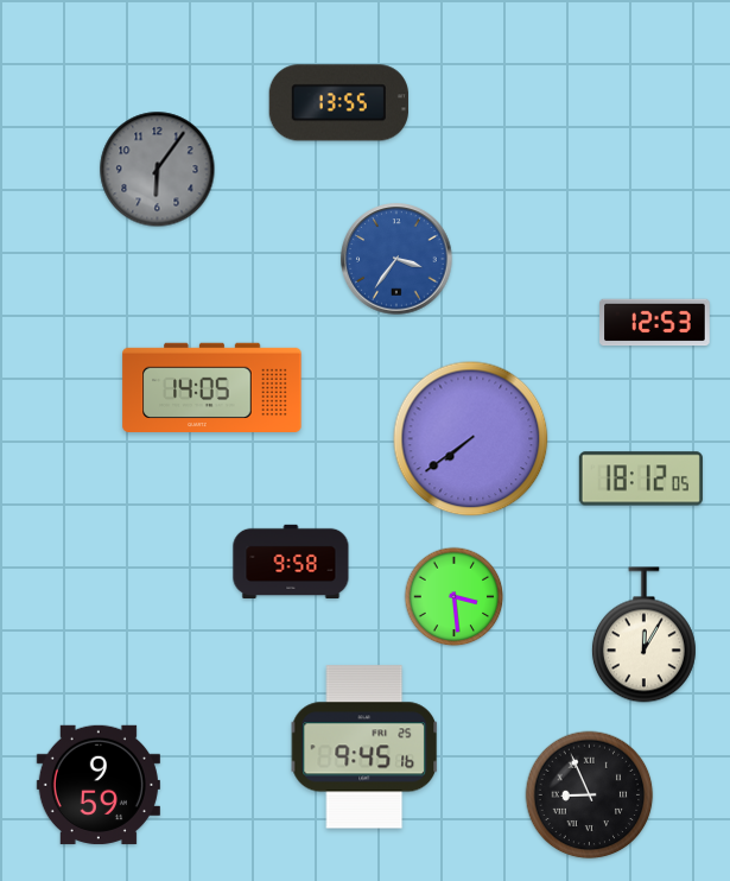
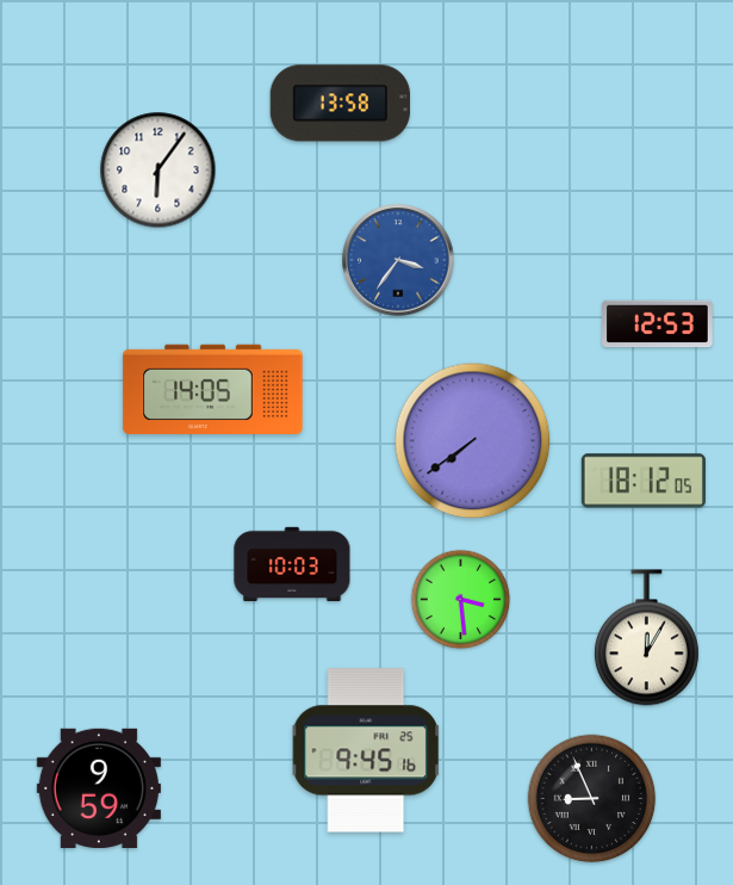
clock at (338, 103): 13:55 -> 13:58
clock at (158, 170) dial: grey -> white
clock at (291, 560): 9:58 -> 10:03
clock at (455, 597) position: (455, 597) -> (461, 600)
